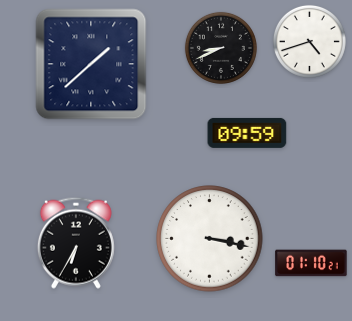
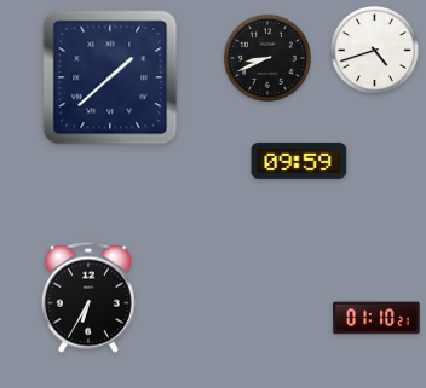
clock at (210, 239): 3:17 -> none
clock at (76, 243) position: (76, 243) -> (88, 297)
